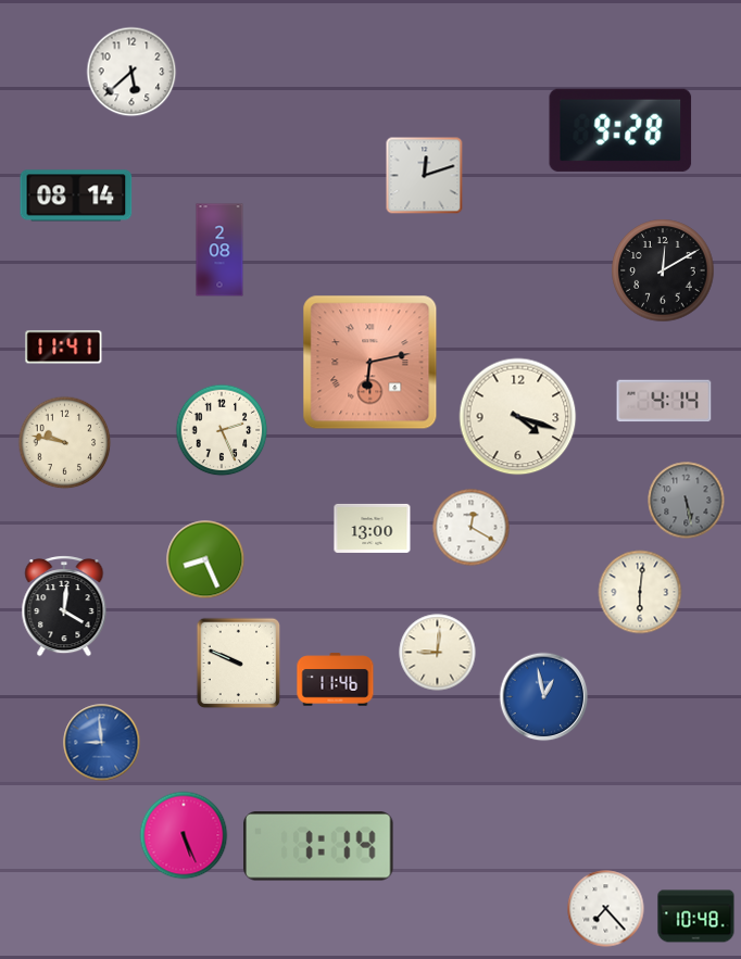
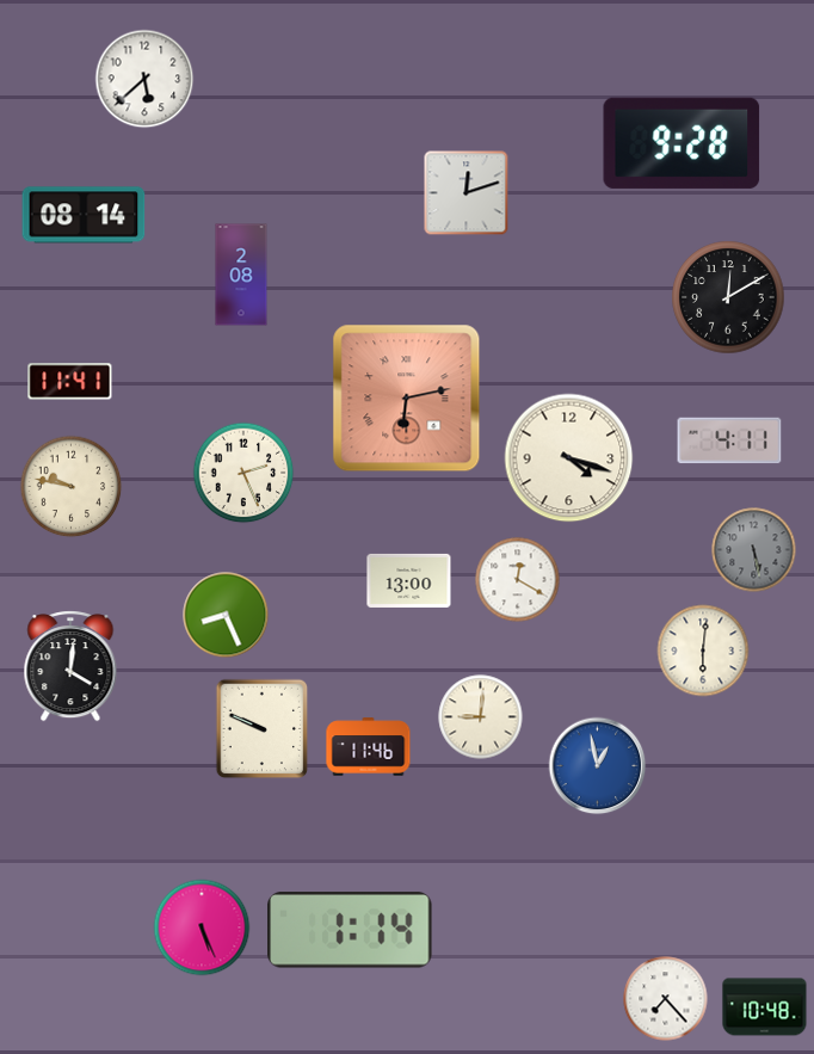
clock at (664, 401): 4:14 -> 4:11
clock at (102, 743): 8:59 -> none
clock at (184, 835) position: (184, 835) -> (202, 927)
